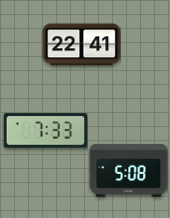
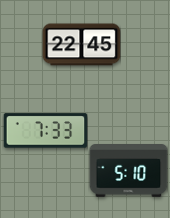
clock at (81, 45): 22:41 -> 22:45
clock at (128, 171): 5:08 -> 5:10
